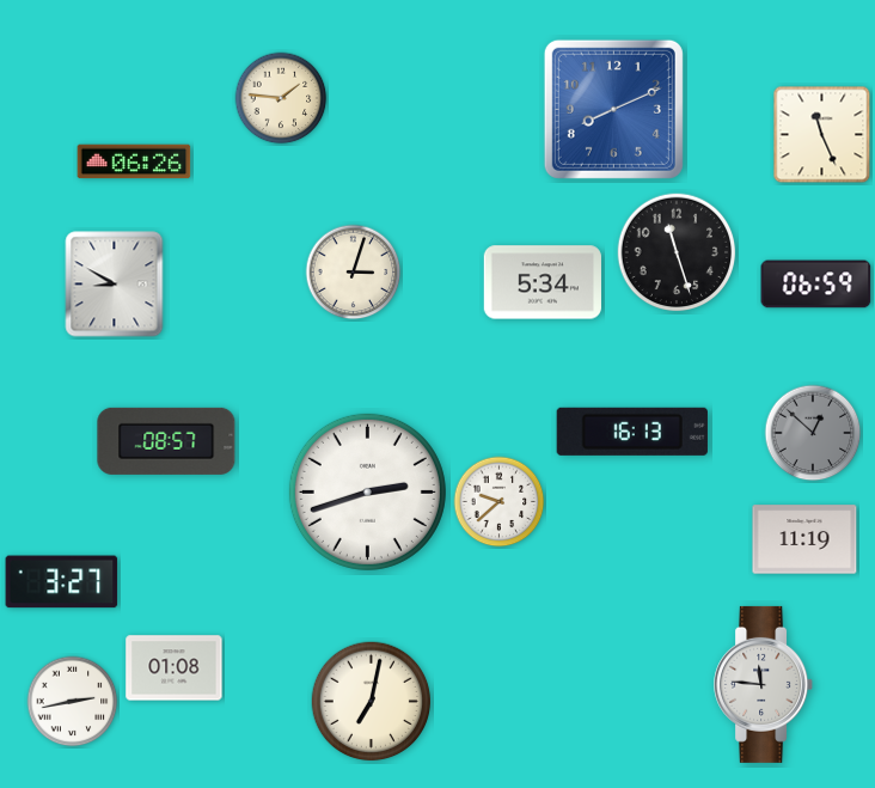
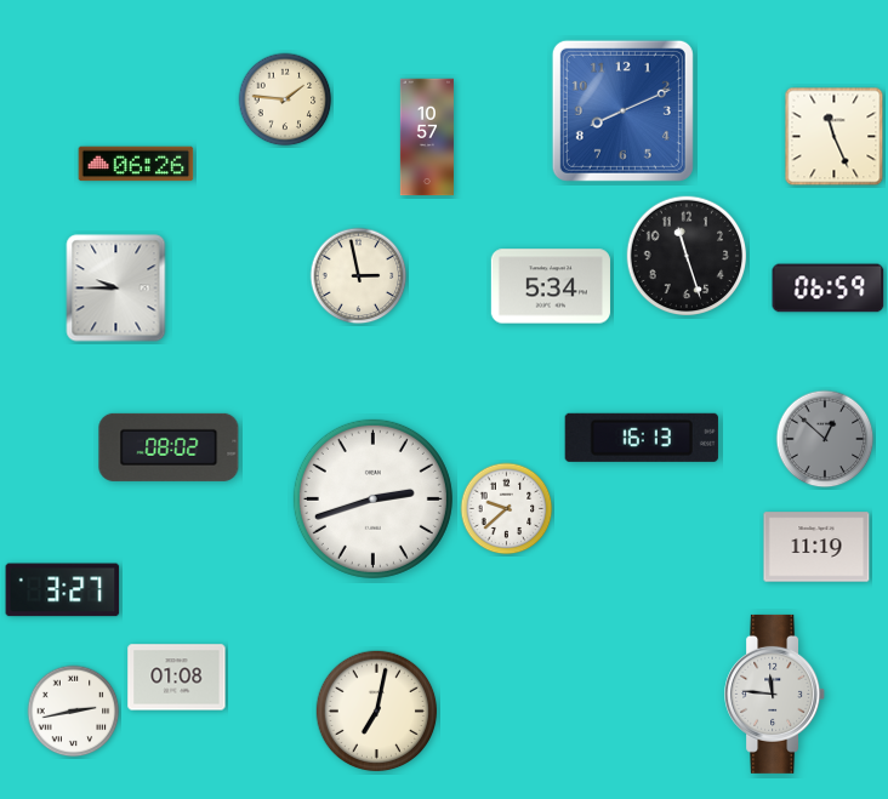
clock at (427, 137): none -> 10:57
clock at (354, 273): 3:03 -> 2:58
clock at (115, 285): 8:50 -> 9:45
clock at (166, 441): 08:57 -> 08:02
